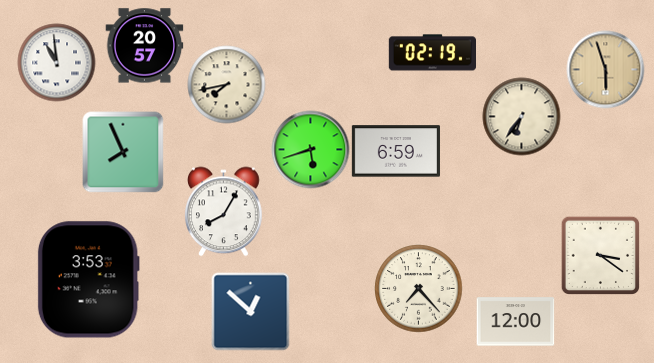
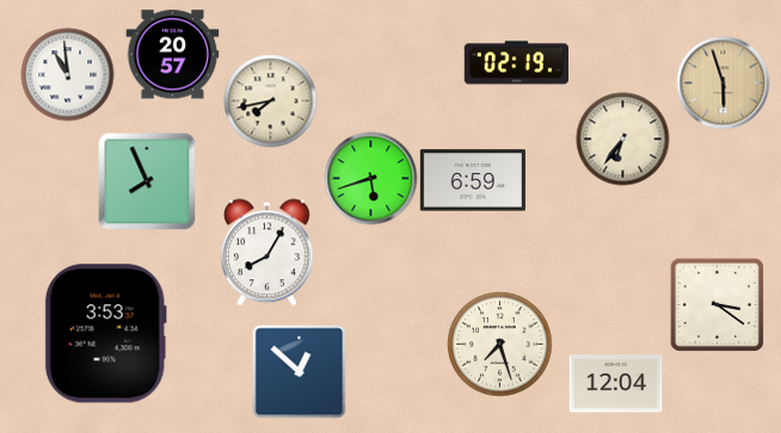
clock at (418, 288): 7:23 -> 7:27
clock at (515, 322): 12:00 -> 12:04
